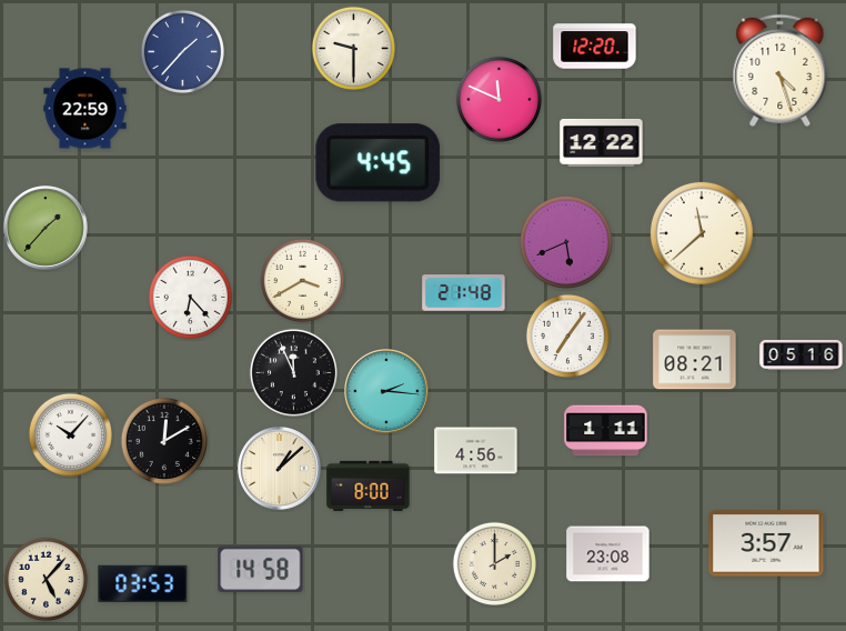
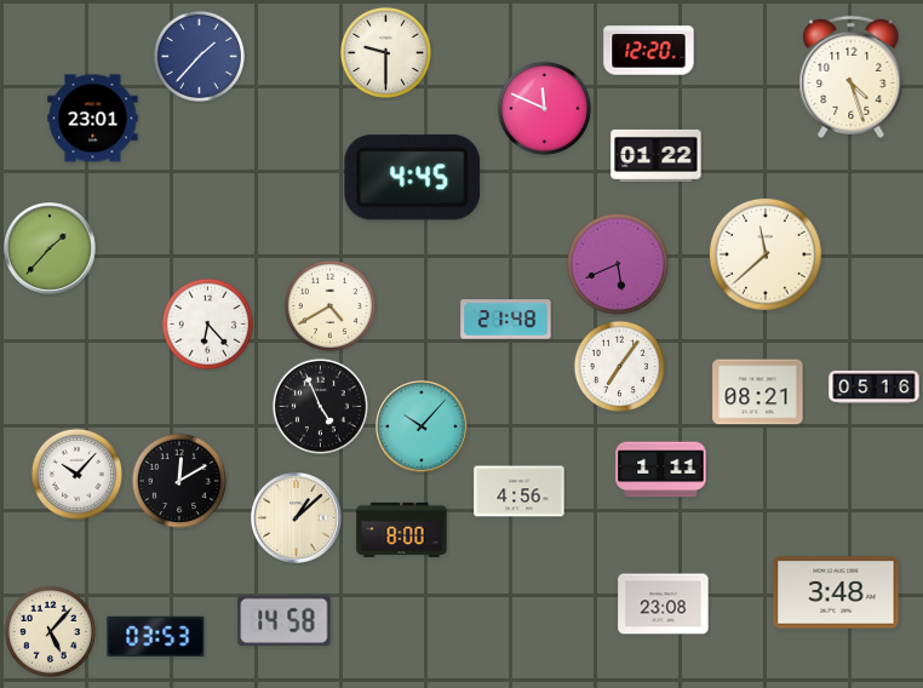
clock at (85, 109): 22:59 -> 23:01
clock at (602, 142): 12:22 -> 01:22
clock at (302, 280): 3:40 -> 4:40
clock at (293, 372): 11:56 -> 4:56
clock at (387, 392): 2:16 -> 10:07
clock at (280, 469) position: (280, 469) -> (297, 518)
clock at (766, 543): 3:57 -> 3:48
clock at (494, 563): 2:00 -> none
